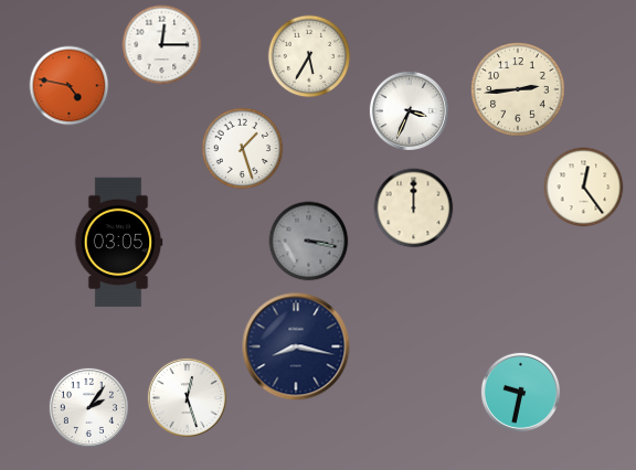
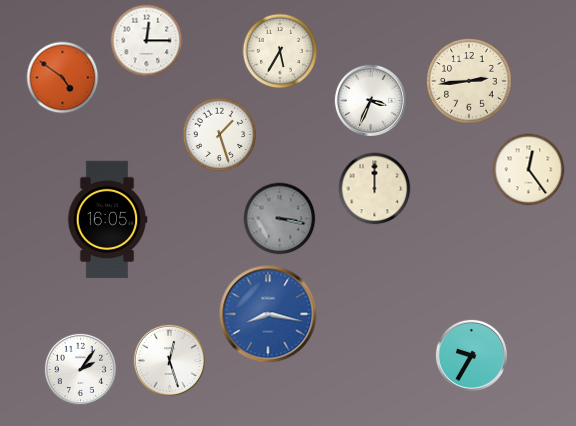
clock at (70, 86): 4:47 -> 4:51
clock at (118, 243): 03:05 -> 16:05
clock at (296, 346) dial: navy -> blue
clock at (520, 392): 9:32 -> 9:35
